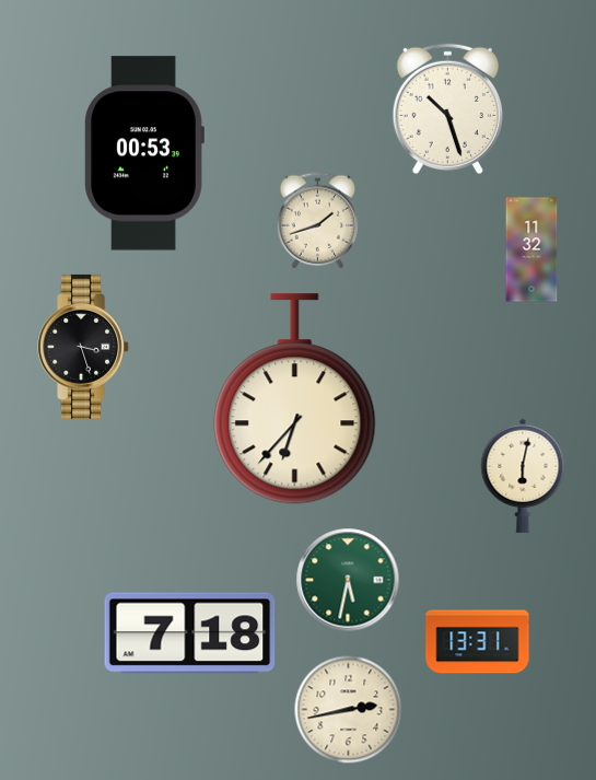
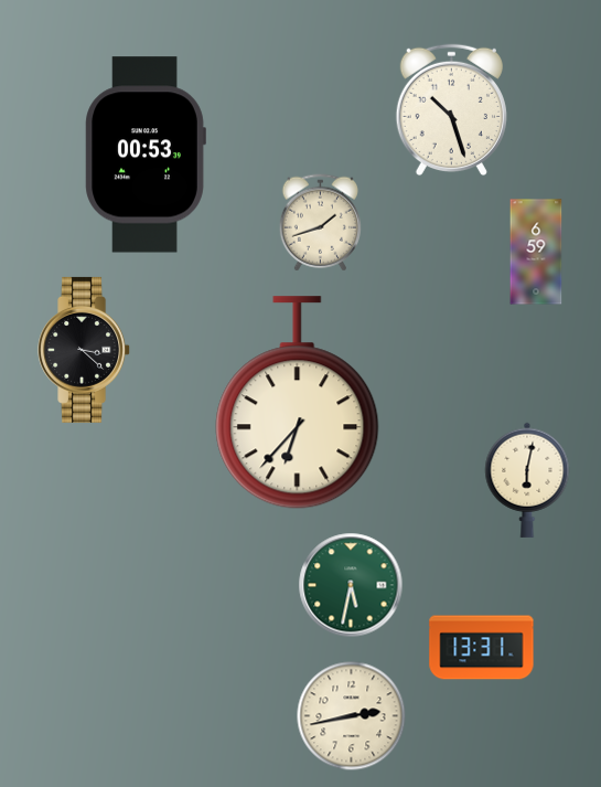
clock at (531, 249): 11:32 -> 6:59
clock at (84, 347): 3:27 -> 3:22
clock at (190, 633): 7:18 -> none
